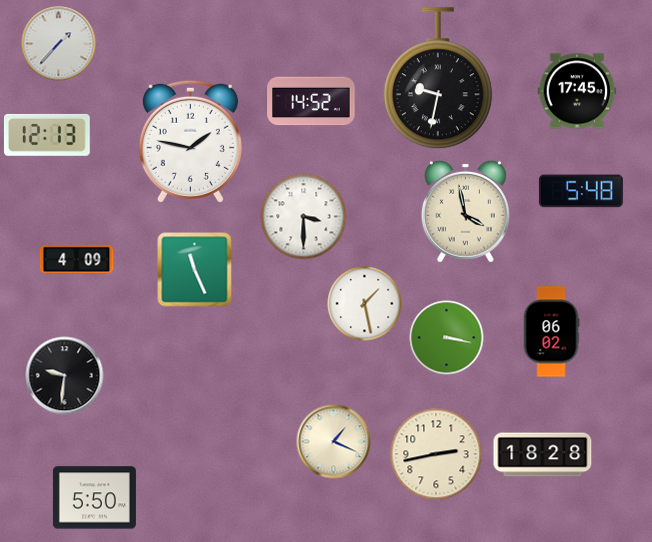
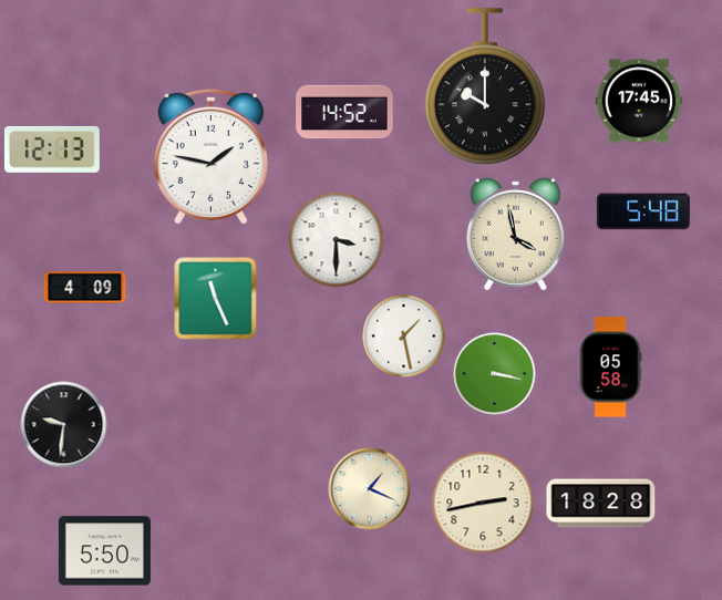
clock at (59, 44): 1:37 -> none
clock at (438, 79): 9:32 -> 10:00
clock at (551, 332): 06:02 -> 05:58
clock at (65, 376) position: (65, 376) -> (64, 425)
